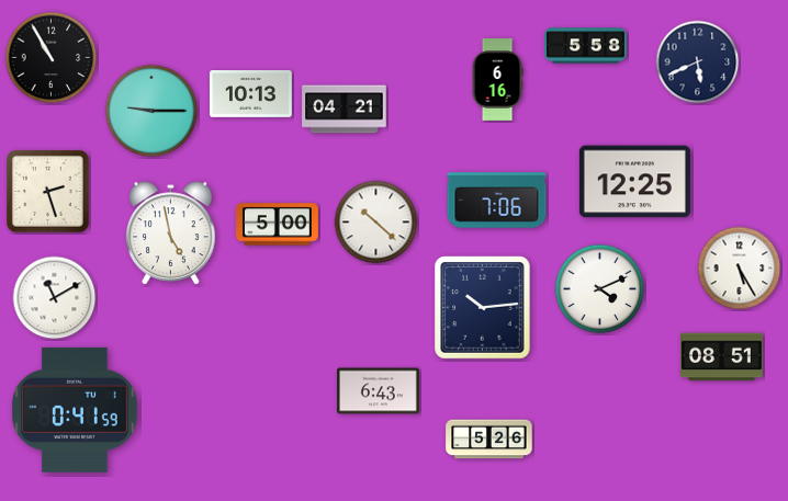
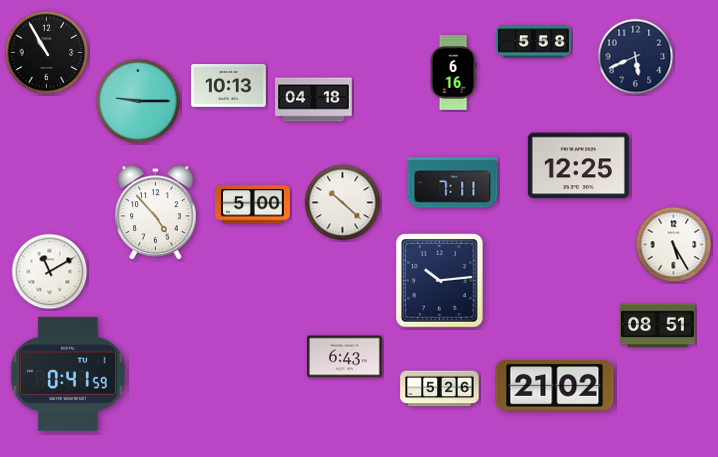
clock at (345, 110): 04:21 -> 04:18
clock at (48, 192): 2:27 -> none
clock at (497, 201): 7:06 -> 7:11
clock at (171, 234): 4:58 -> 4:53
clock at (600, 289): 4:11 -> none
clock at (555, 386): none -> 21:02
clock at (489, 440) position: (489, 440) -> (440, 389)
